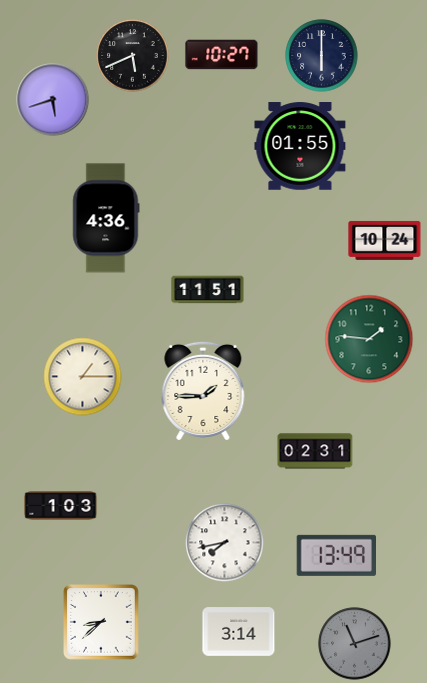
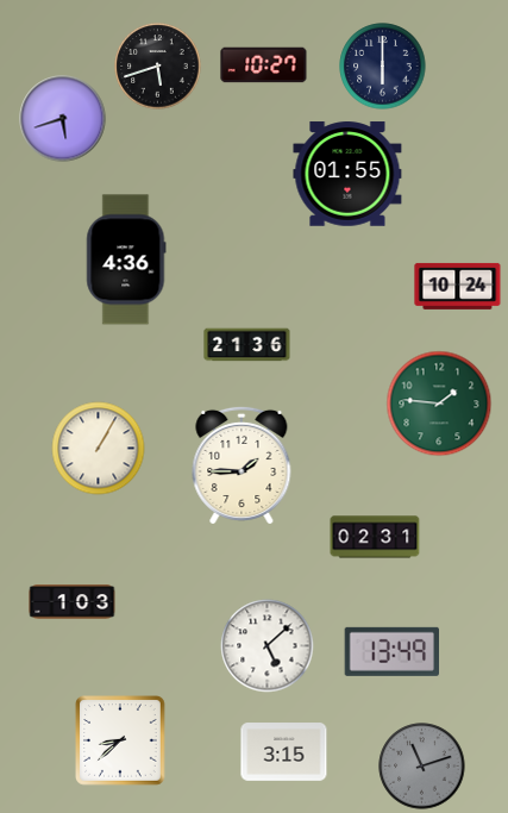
clock at (133, 56): 5:41 -> 5:42
clock at (300, 146) position: (300, 146) -> (347, 174)
clock at (208, 290): 11:51 -> 21:36
clock at (83, 377): 1:15 -> 1:05
clock at (225, 543): 7:43 -> 5:08
clock at (336, 555) position: (336, 555) -> (391, 651)
clock at (239, 632): 3:14 -> 3:15
